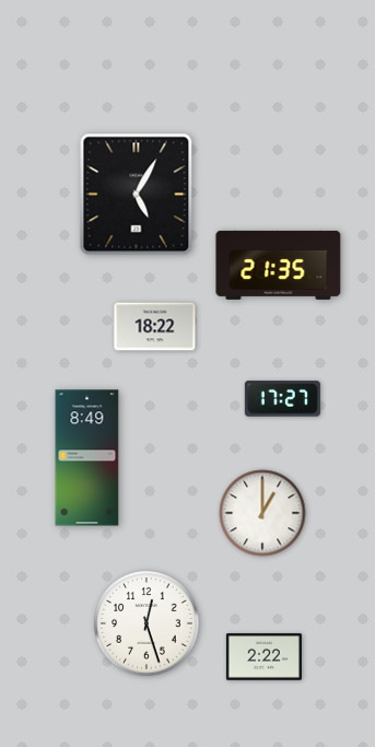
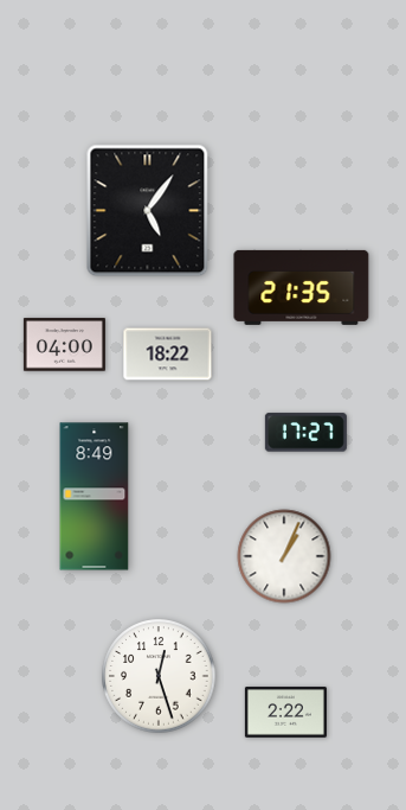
clock at (137, 195): 5:05 -> 5:06
clock at (64, 345): none -> 04:00
clock at (262, 513): 1:00 -> 1:04
